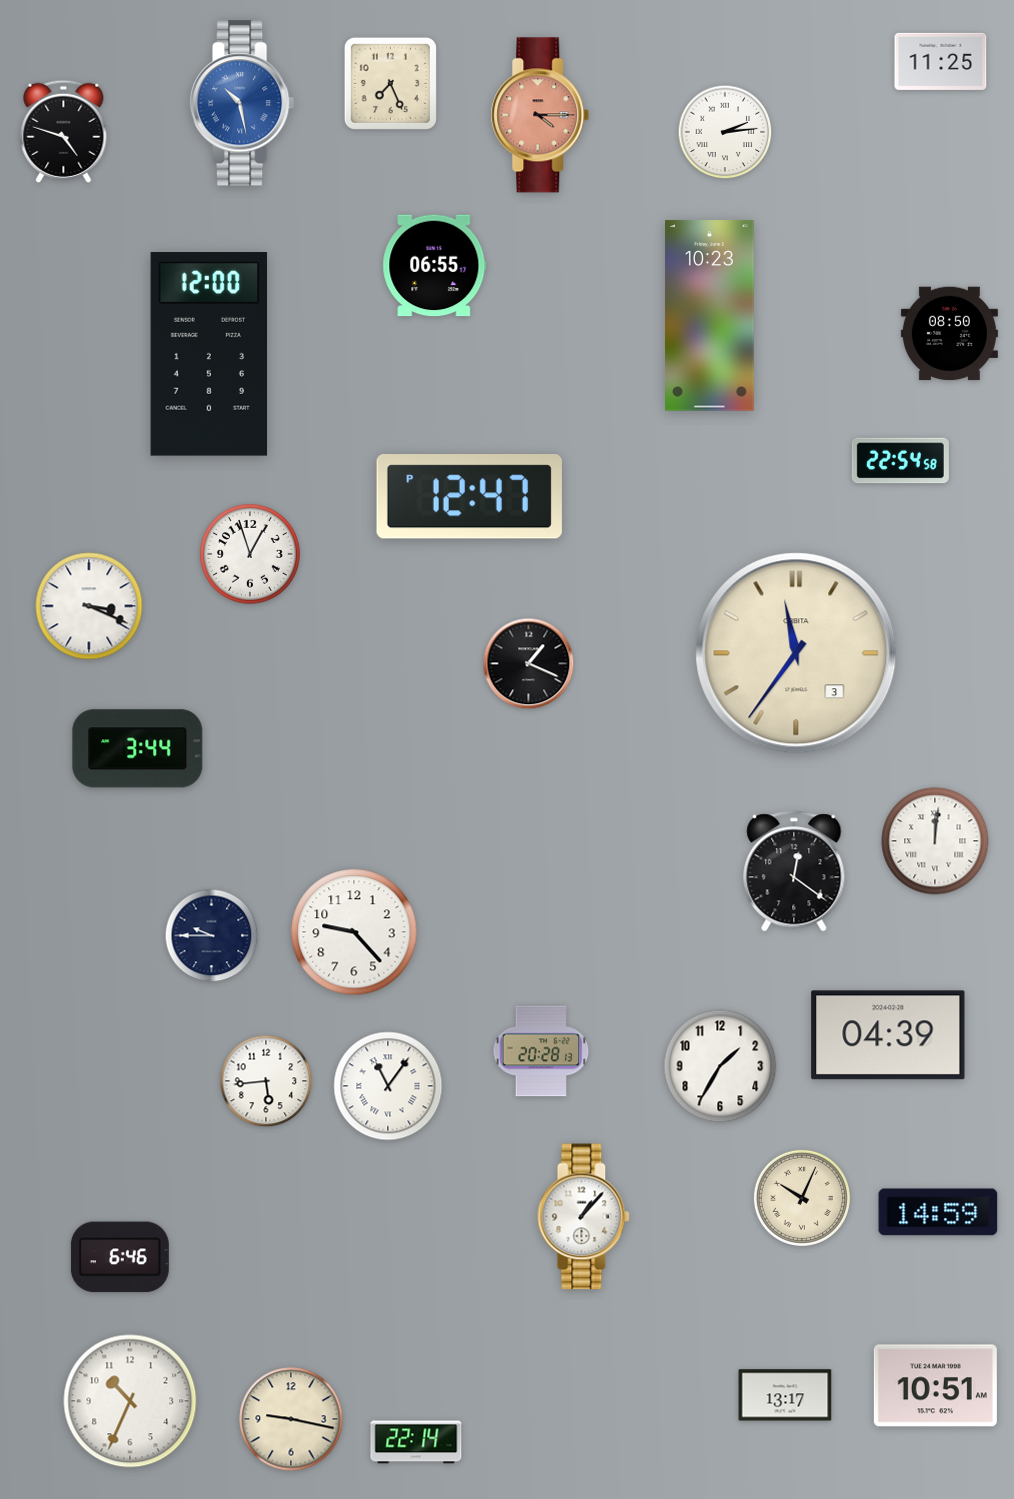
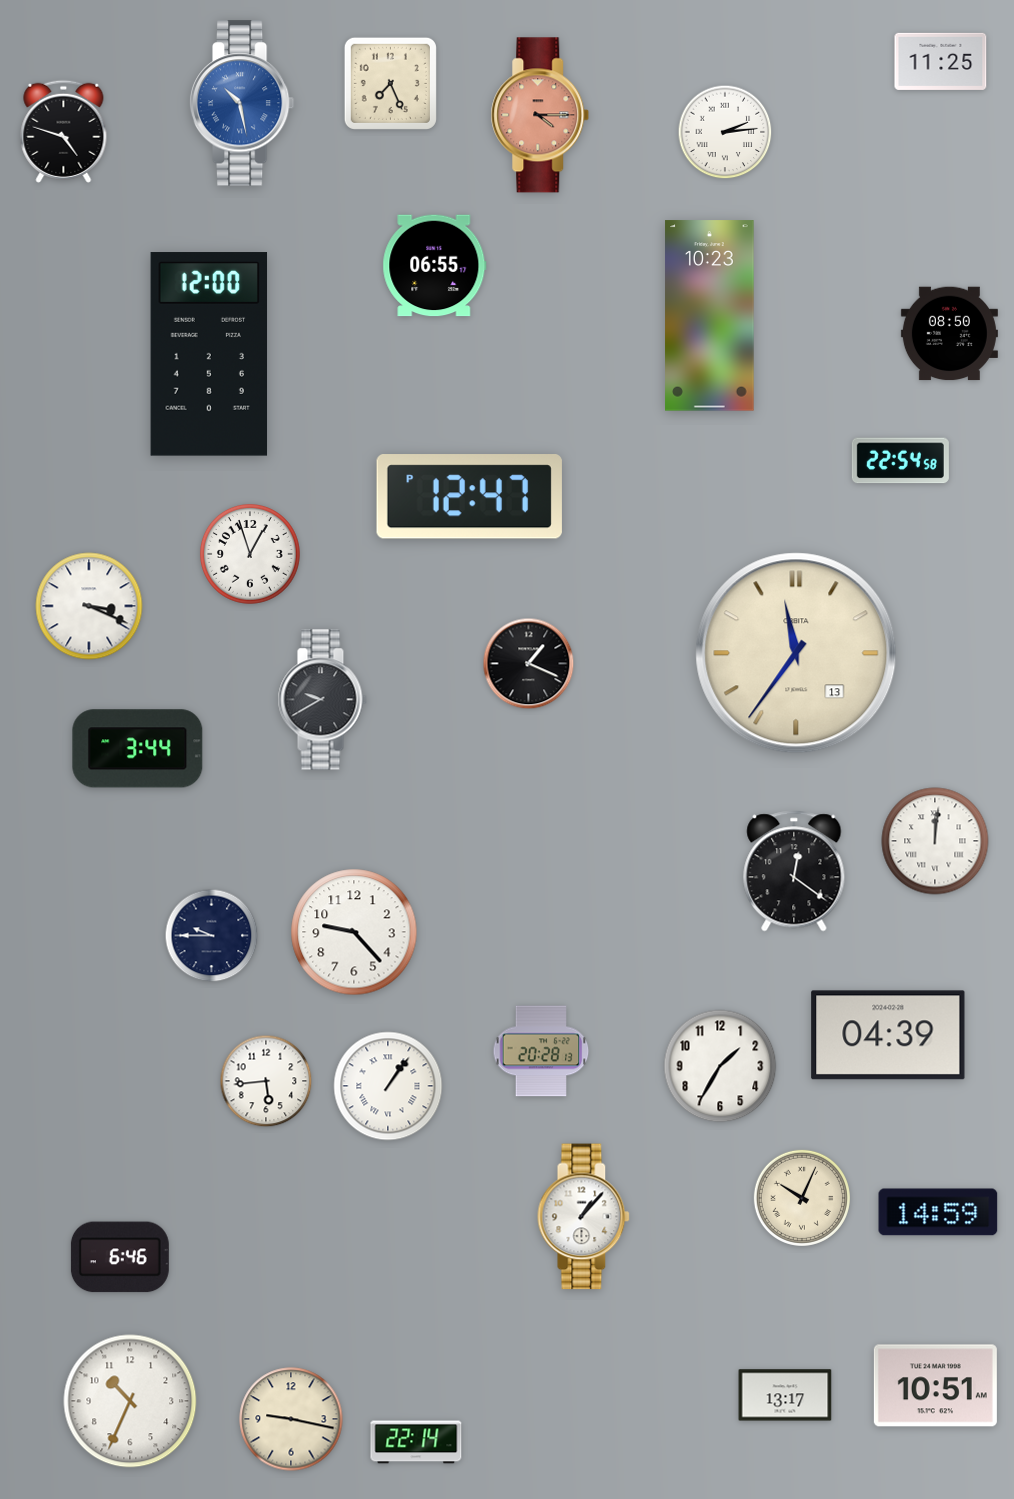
clock at (796, 653) date: 3 -> 13
clock at (322, 700): none -> 9:40
clock at (388, 1086): 11:06 -> 1:06
